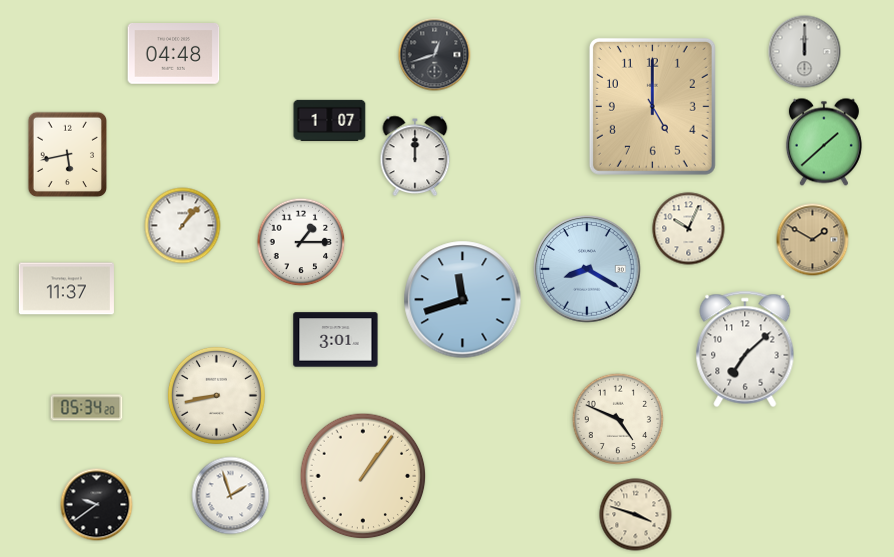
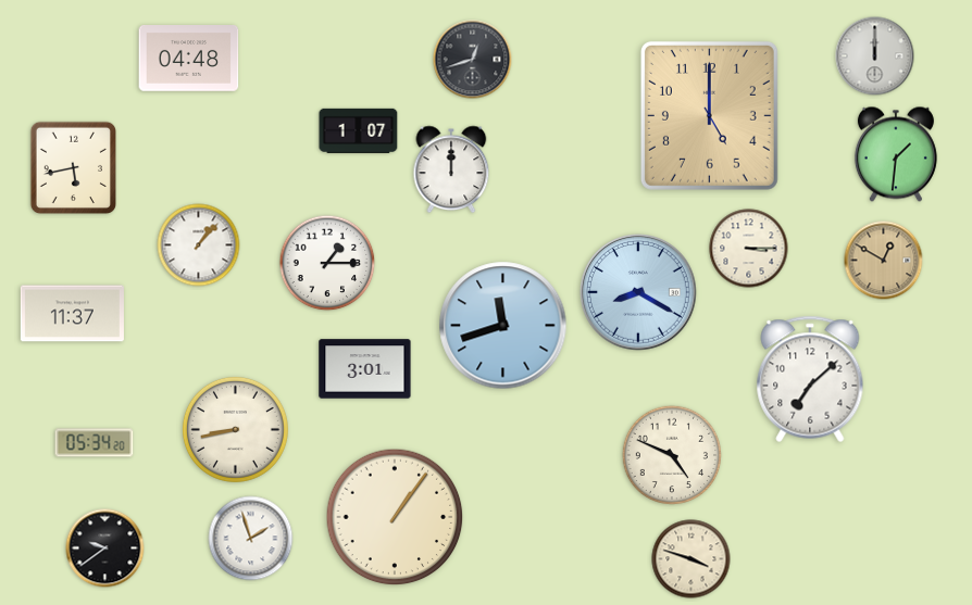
clock at (824, 142): 1:38 -> 1:31
clock at (689, 229): 10:04 -> 3:15
clock at (813, 240): 1:50 -> 12:50
